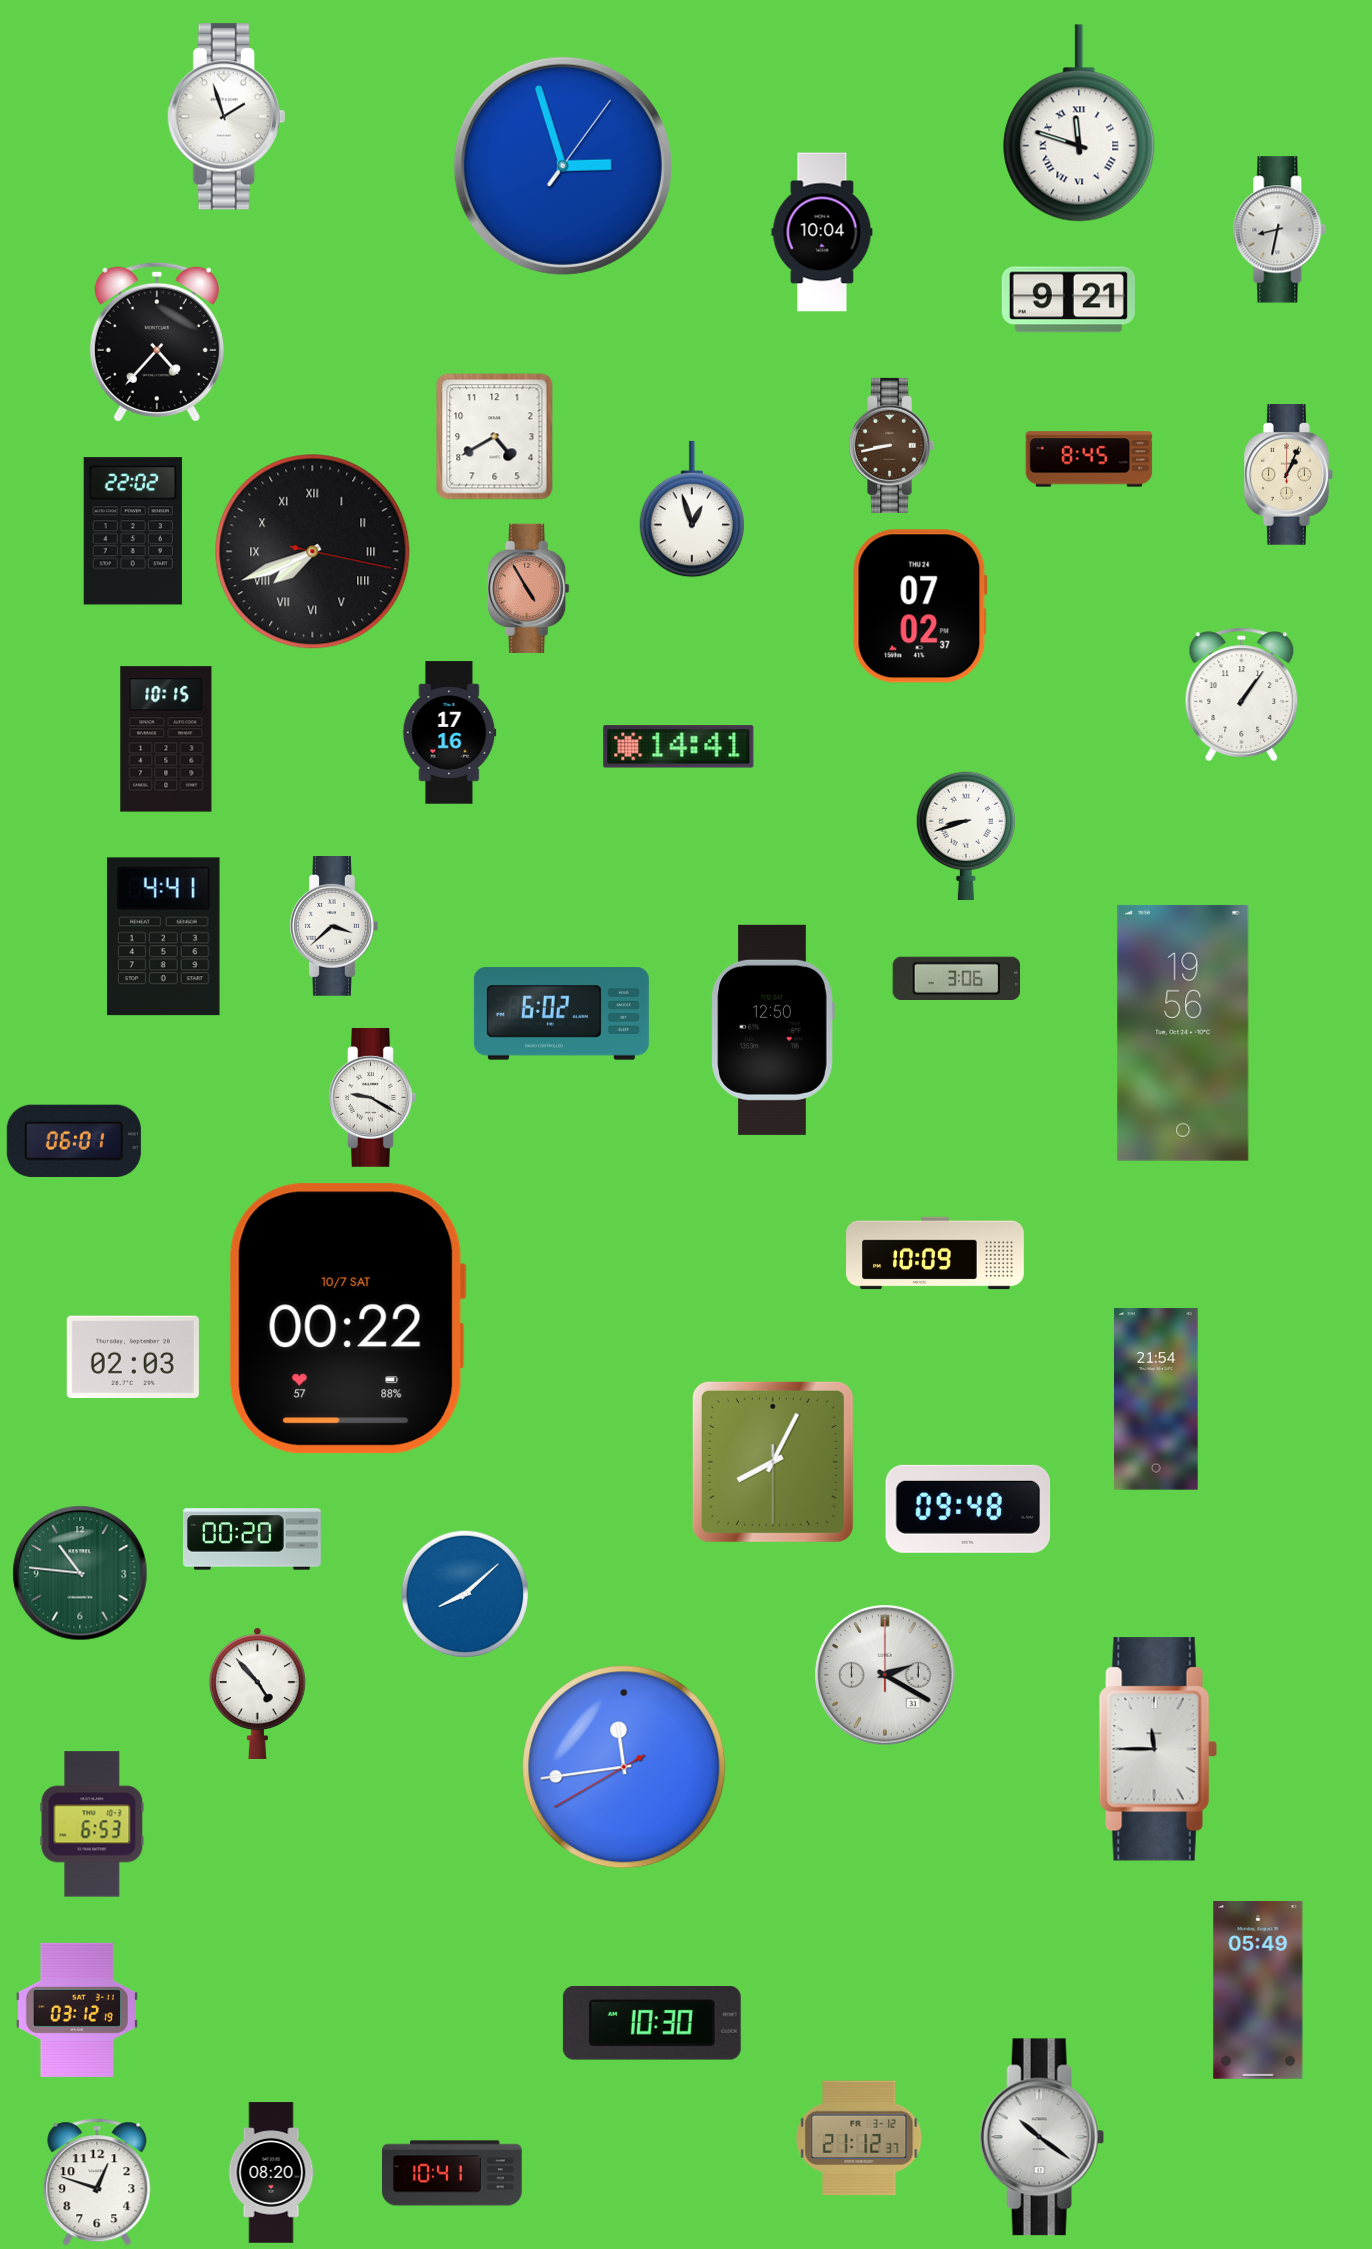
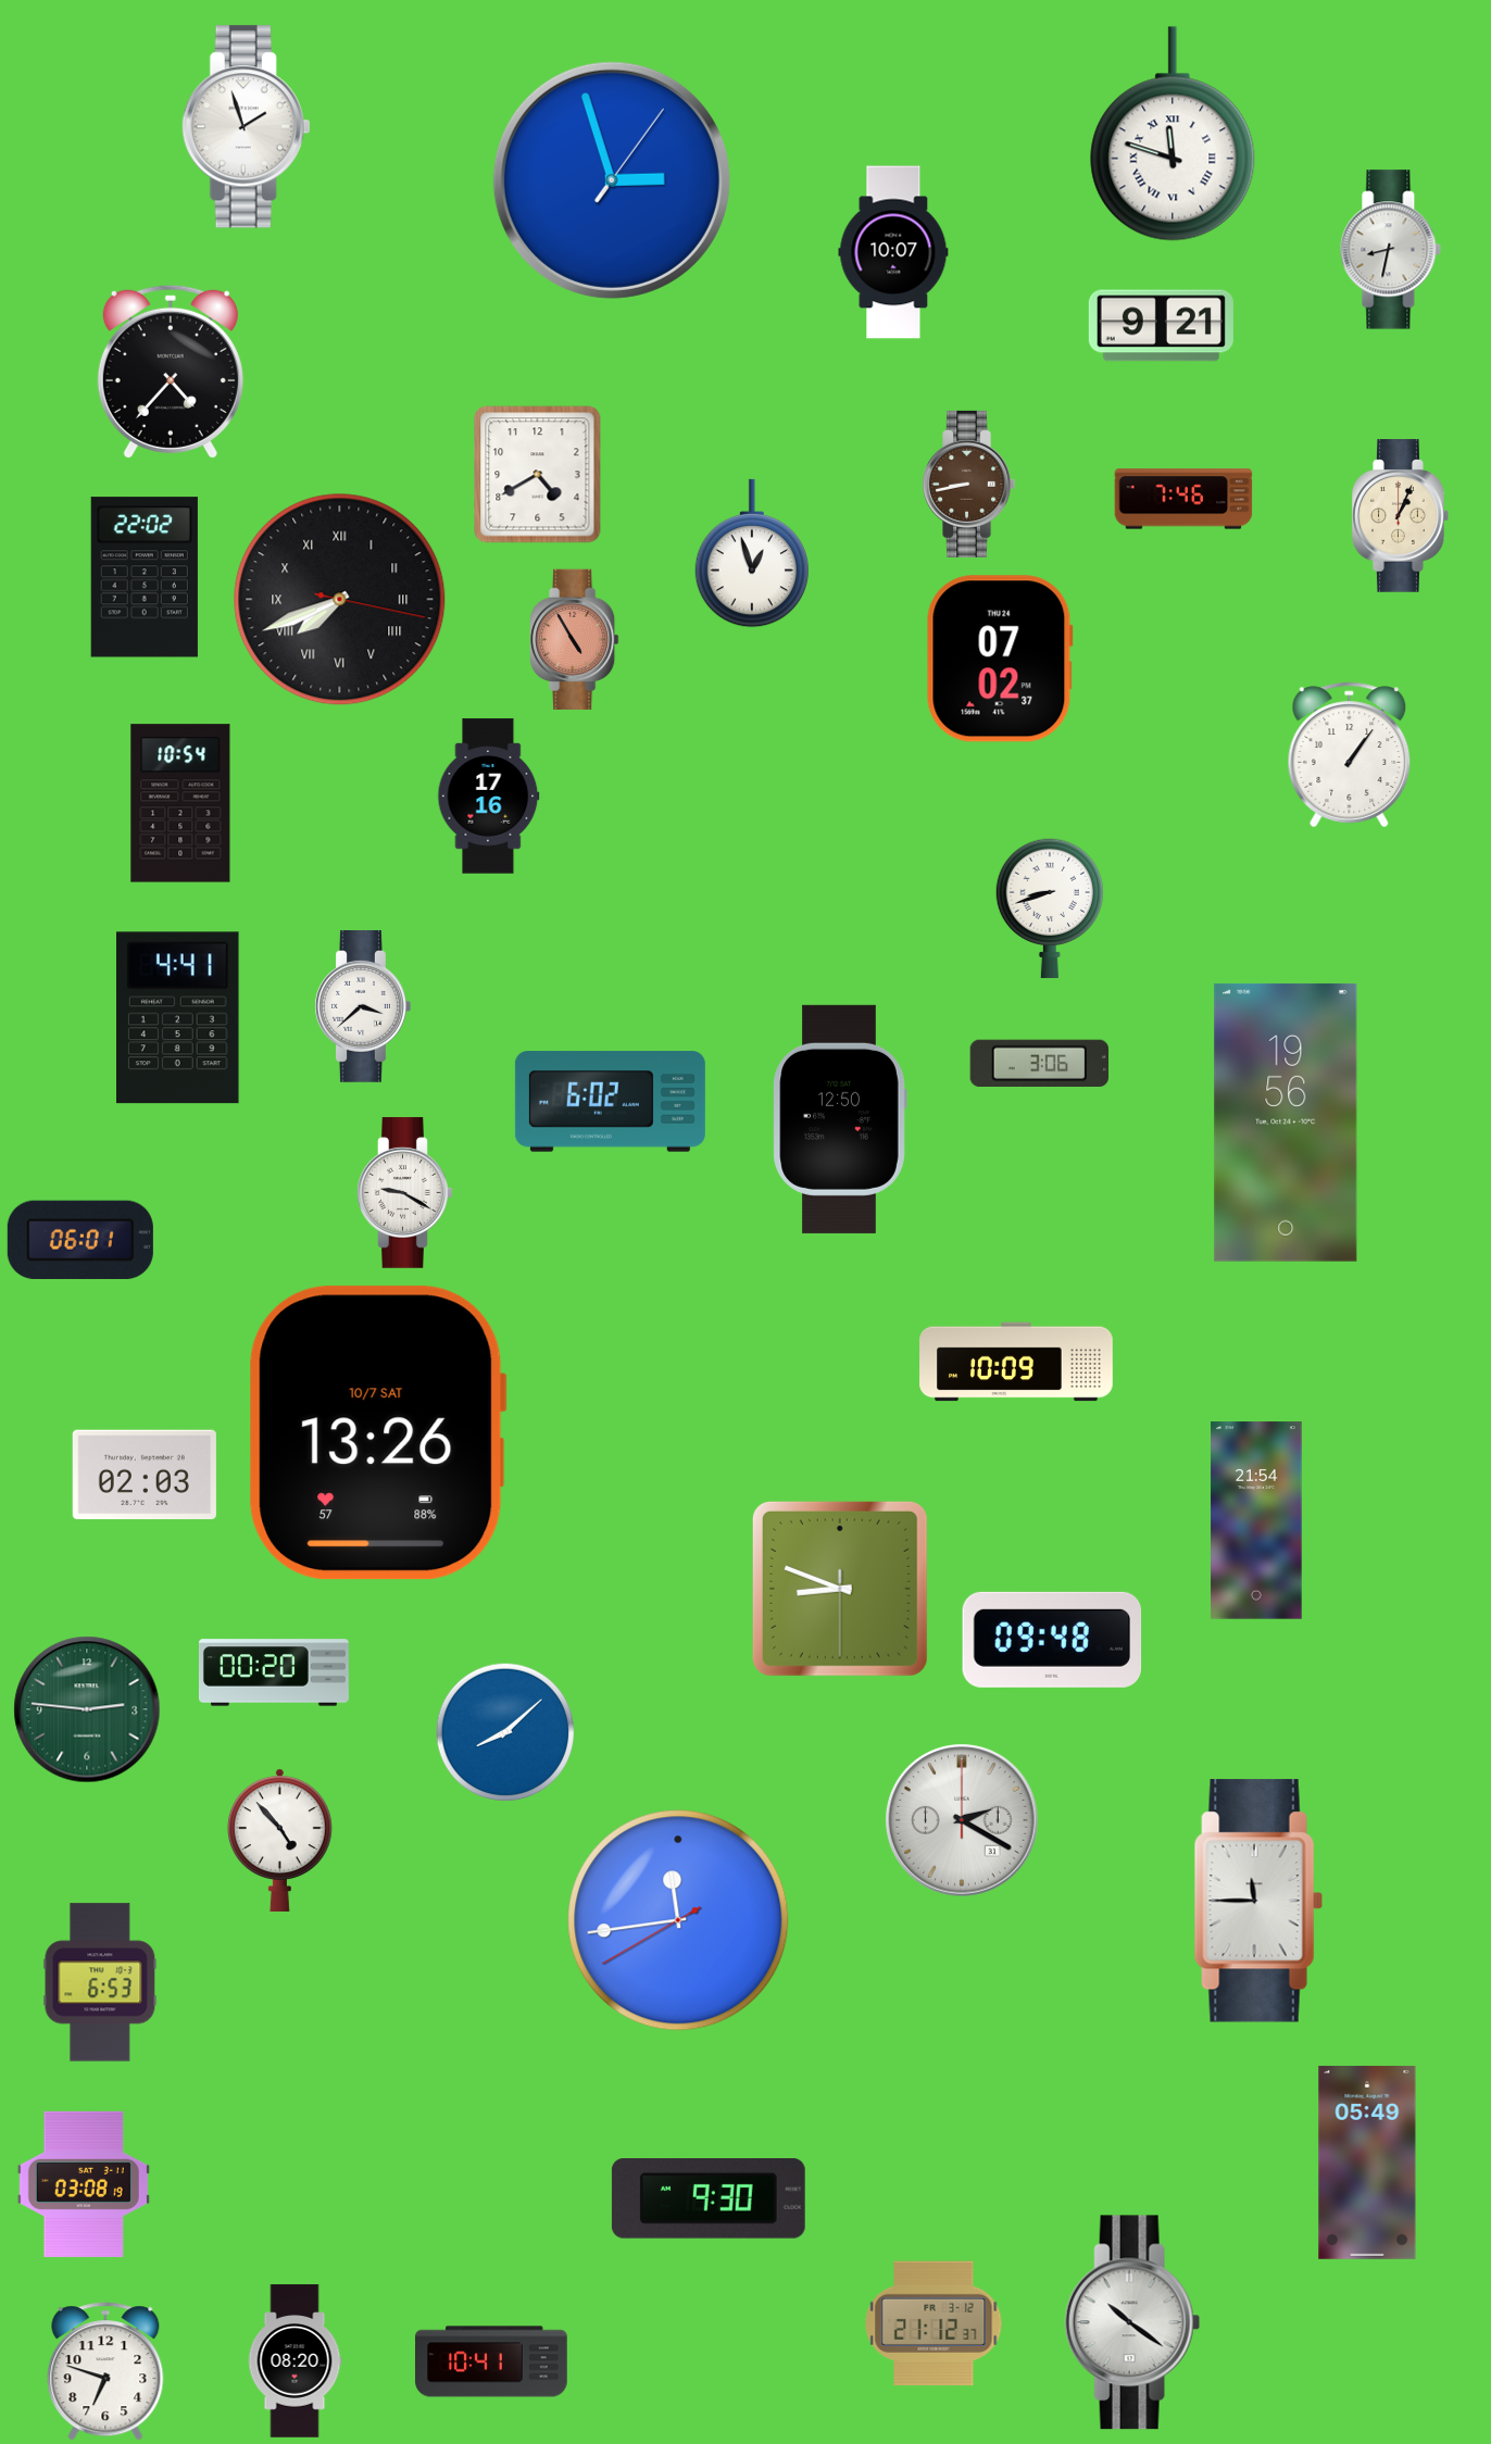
clock at (822, 232): 10:04 -> 10:07
clock at (1089, 459): 8:45 -> 7:46
clock at (166, 739): 10:15 -> 10:54
clock at (679, 747): 14:41 -> none
clock at (347, 1319): 00:22 -> 13:26
clock at (773, 1462): 8:04 -> 8:48
clock at (80, 1573): 10:46 -> 2:46
clock at (77, 2010): 03:12 -> 03:08
clock at (652, 2024): 10:30 -> 9:30
clock at (97, 2182): 12:48 -> 6:48
